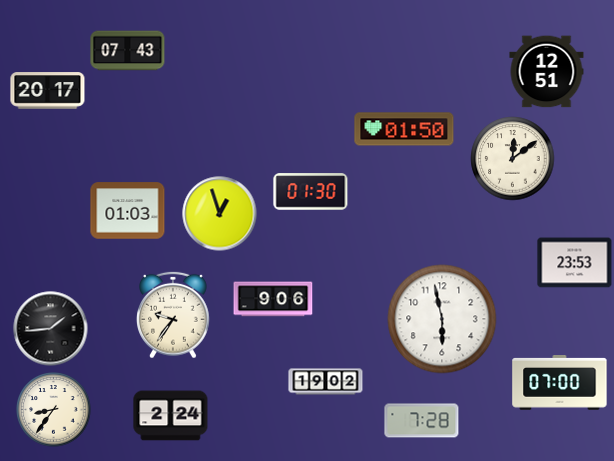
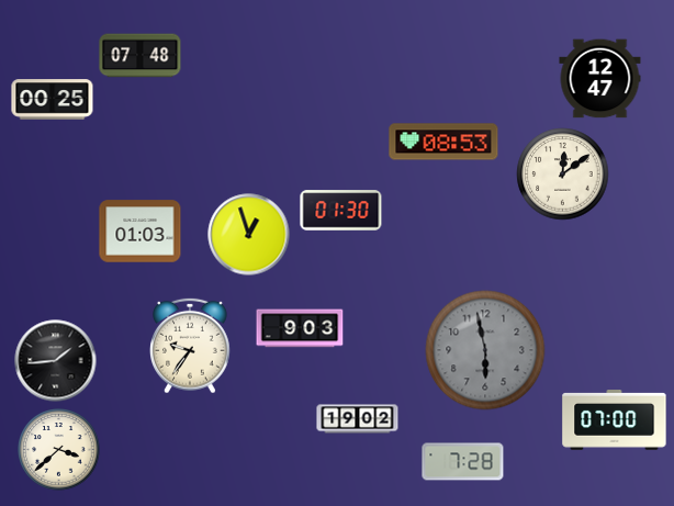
clock at (128, 51): 07:43 -> 07:48
clock at (547, 72): 12:51 -> 12:47
clock at (48, 91): 20:17 -> 00:25
clock at (404, 129): 01:50 -> 08:53
clock at (220, 214) position: (220, 214) -> (249, 235)
clock at (575, 263): 23:53 -> none
clock at (273, 299): 9:06 -> 9:03
clock at (442, 319) dial: white -> grey
clock at (54, 410): 8:36 -> 3:38
clock at (171, 416): 2:24 -> none
